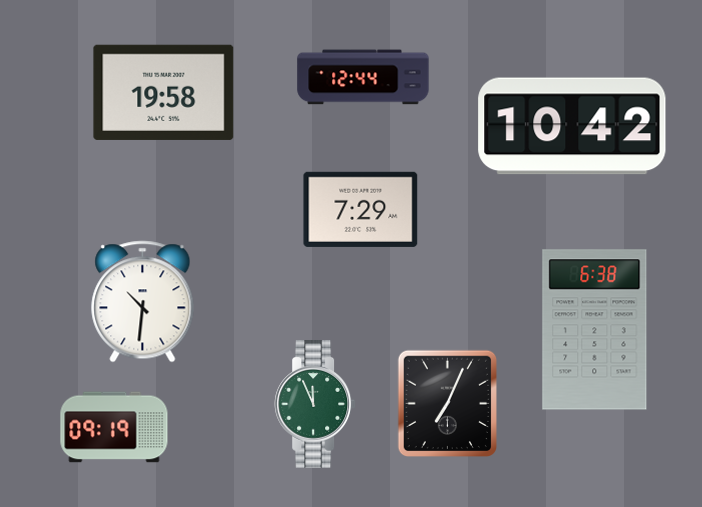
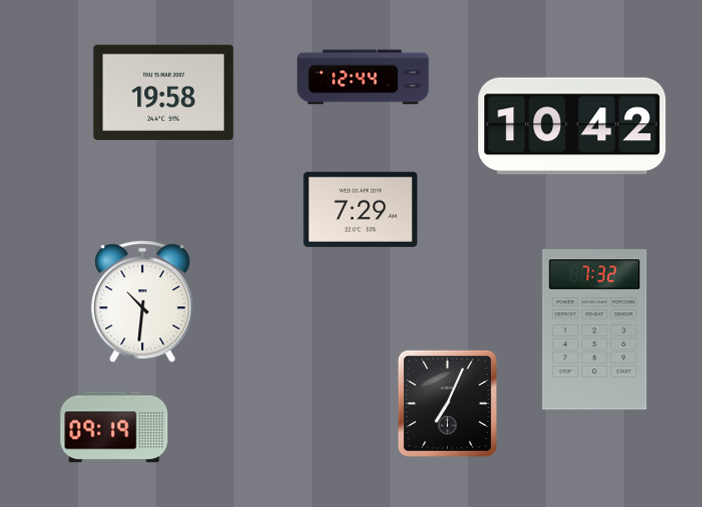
clock at (595, 330): 6:38 -> 7:32
clock at (315, 404): 11:56 -> none
